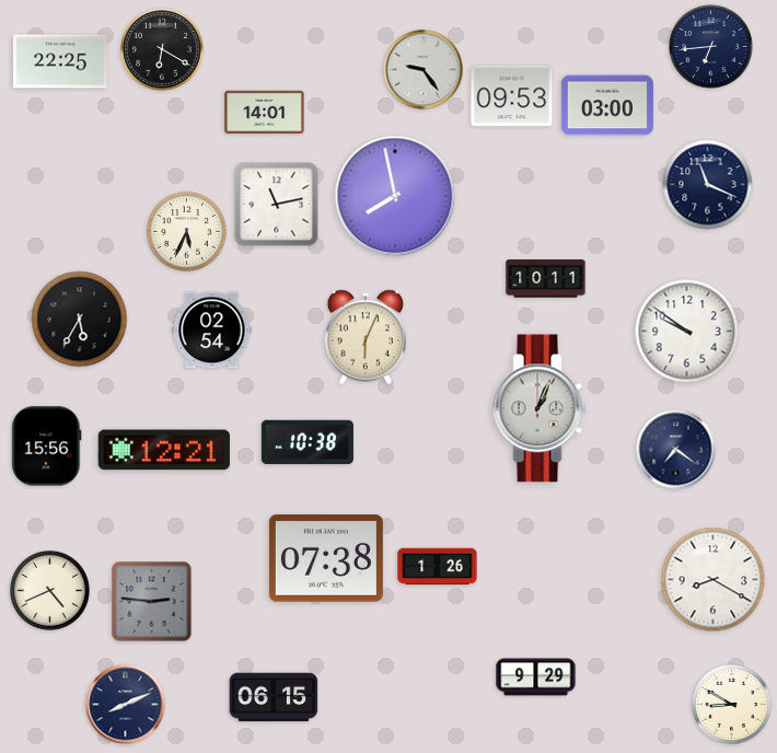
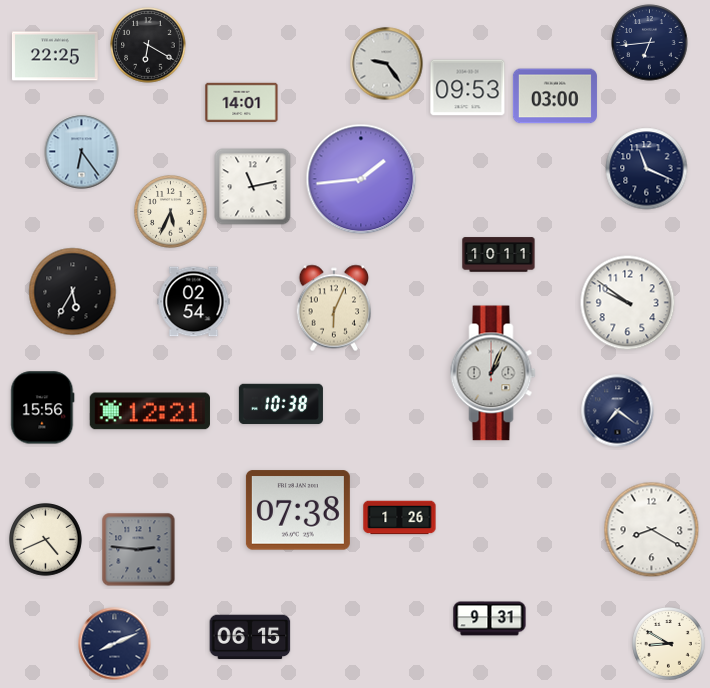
clock at (82, 152): none -> 6:24
clock at (395, 196): 7:58 -> 1:44
clock at (536, 677): 9:29 -> 9:31
